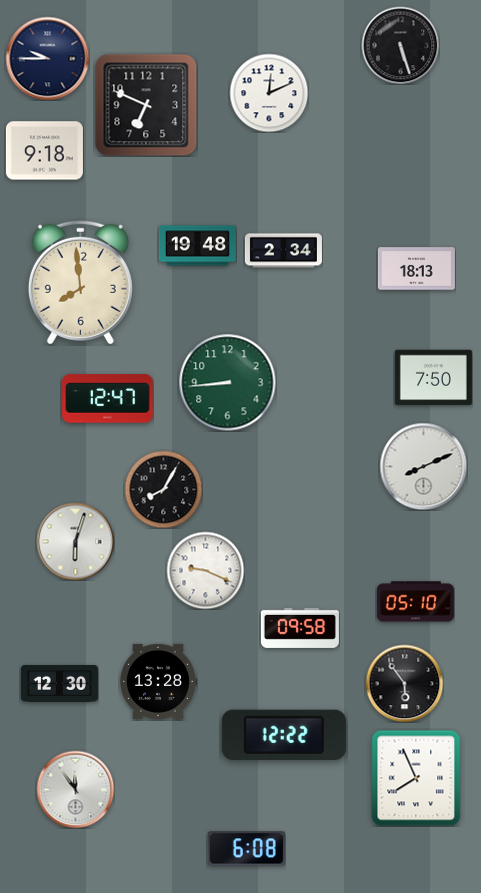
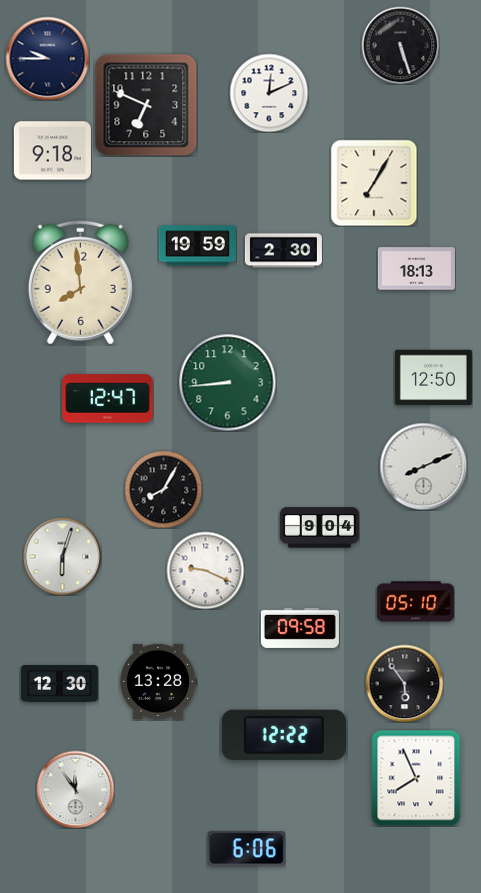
clock at (44, 151) position: (44, 151) -> (52, 151)
clock at (374, 183): none -> 7:05
clock at (197, 246): 19:48 -> 19:59
clock at (283, 251): 2:34 -> 2:30
clock at (433, 378): 7:50 -> 12:50
clock at (319, 528): none -> 9:04
clock at (75, 541) position: (75, 541) -> (62, 556)
clock at (246, 849): 6:08 -> 6:06
